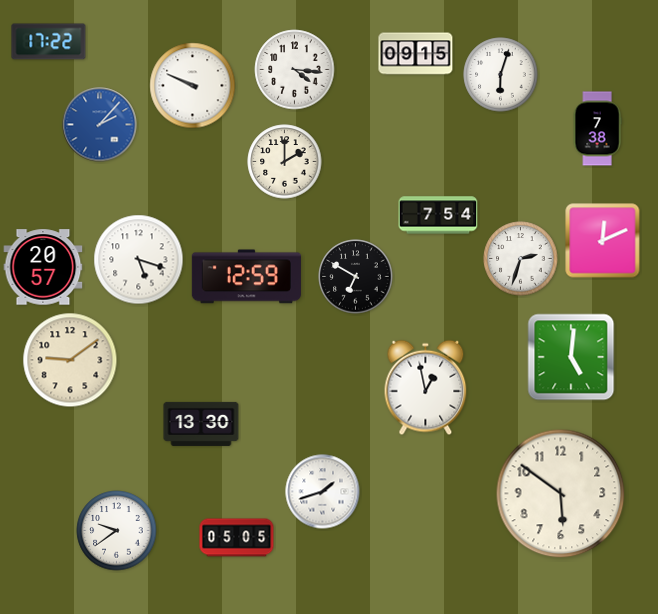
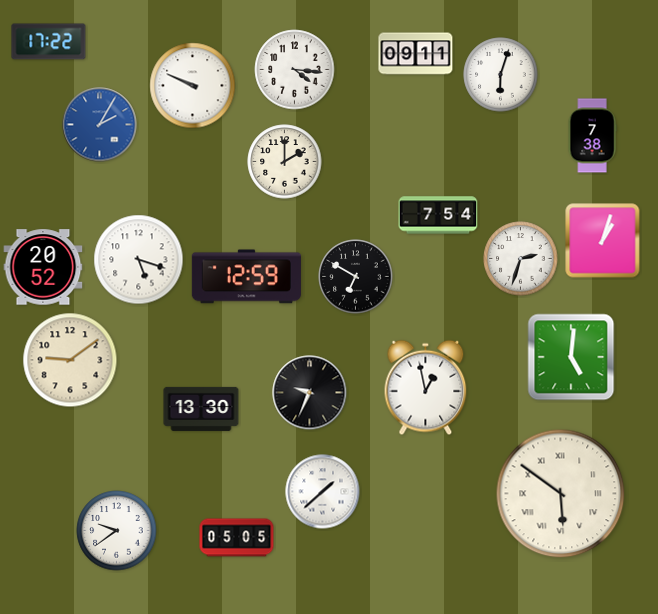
clock at (416, 54): 09:15 -> 09:11
clock at (100, 125): 2:07 -> 2:05
clock at (597, 129) position: (597, 129) -> (592, 136)
clock at (603, 241): 12:11 -> 1:03
clock at (43, 267): 20:57 -> 20:52
clock at (310, 393): none -> 9:34
clock at (201, 424) position: (201, 424) -> (201, 409)
clock at (323, 492): 1:42 -> 1:38
clock at (561, 494) numerals: Arabic -> Roman
